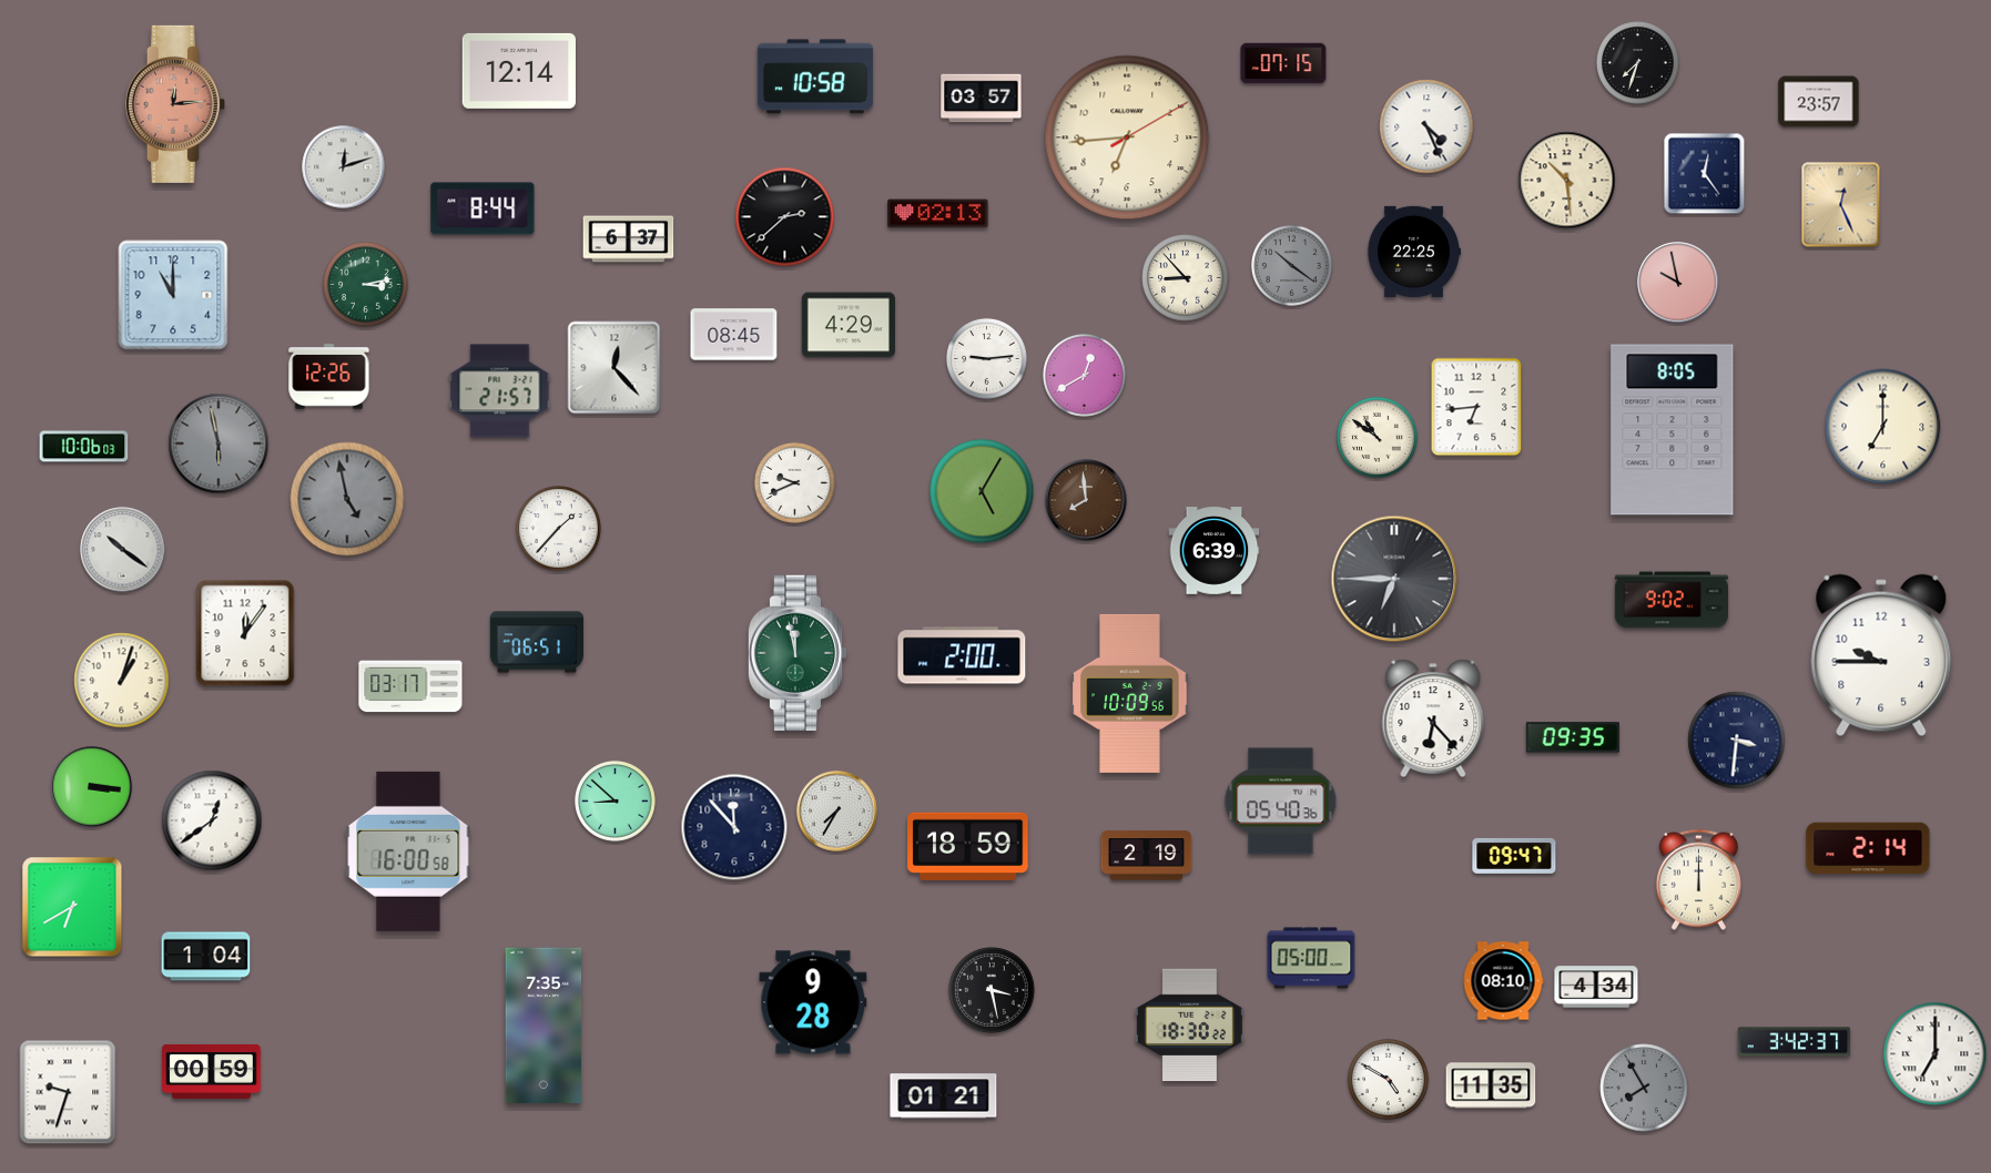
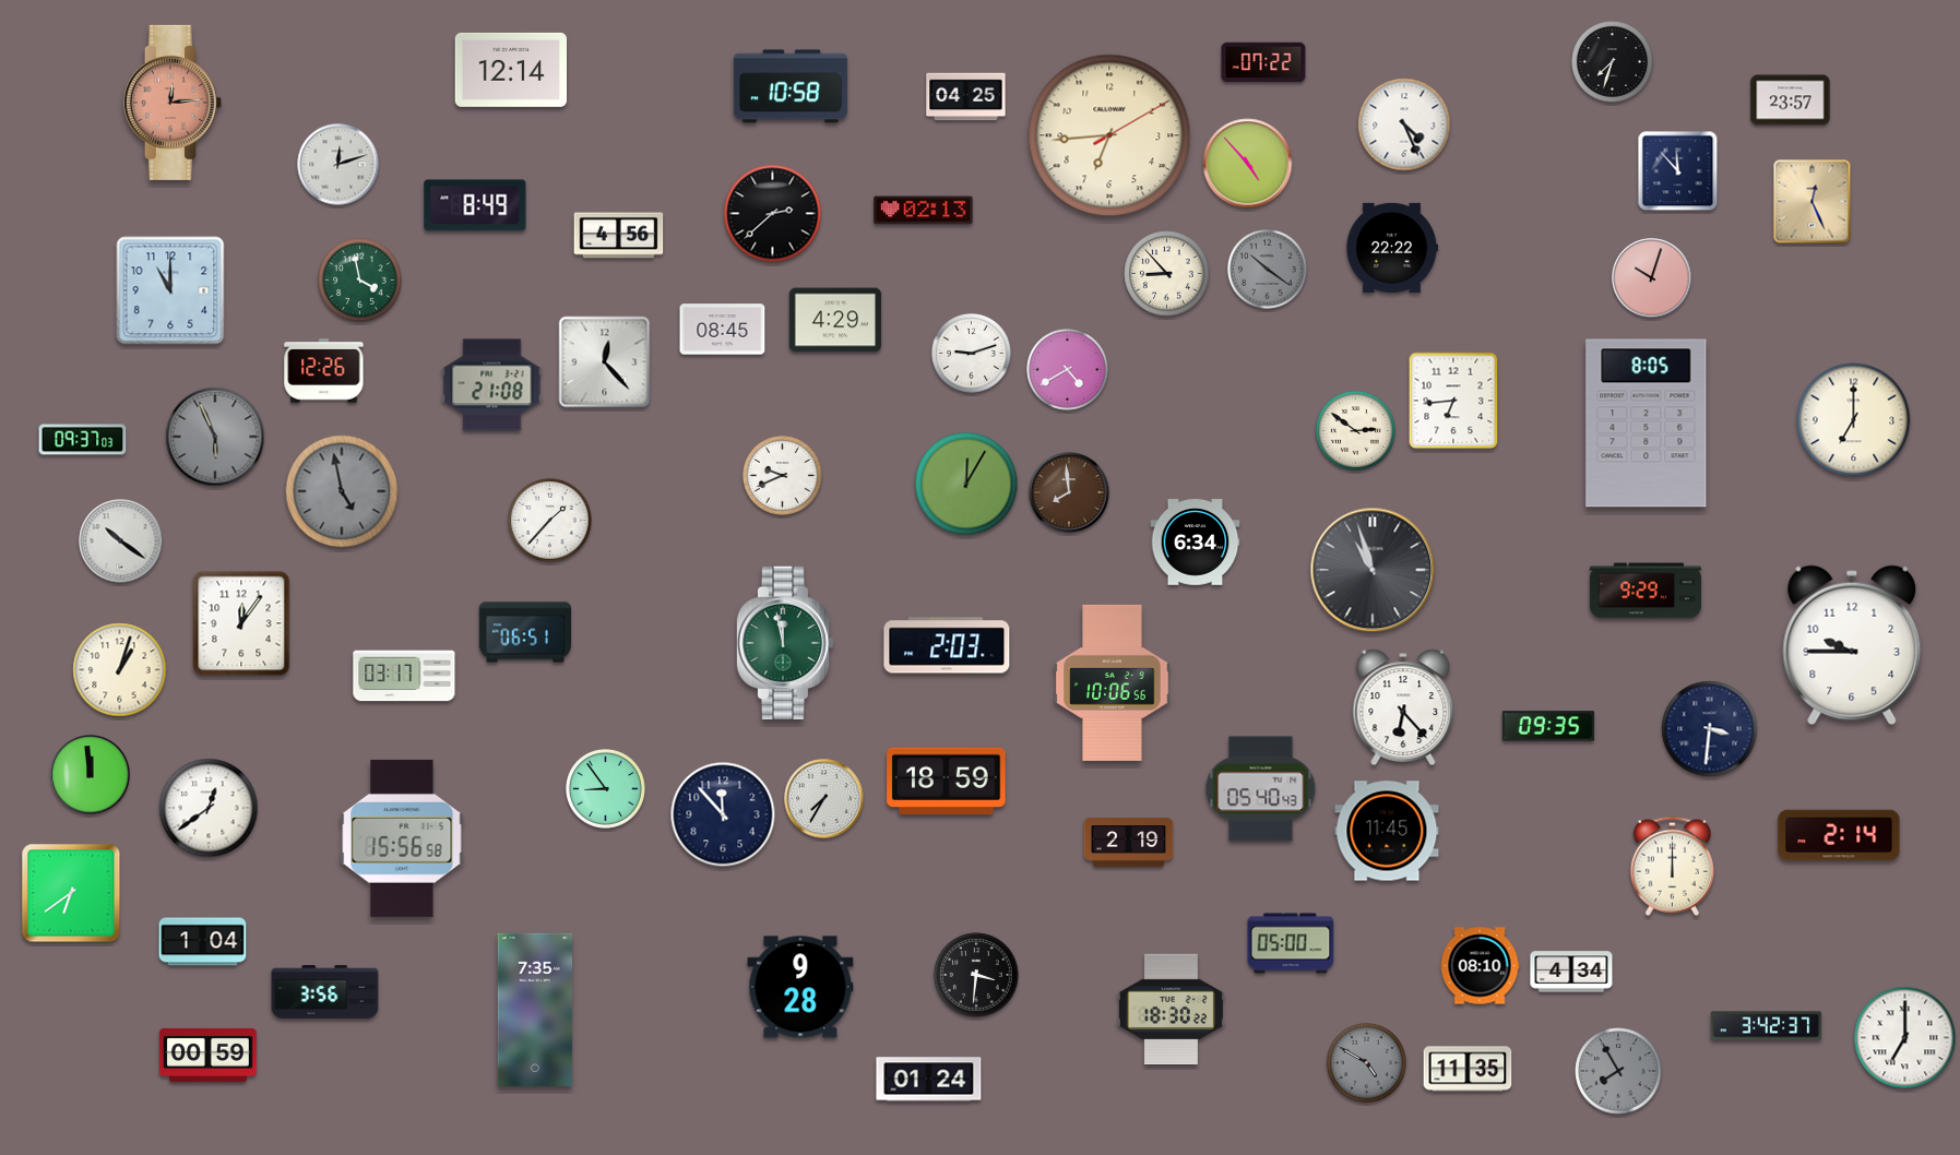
clock at (1283, 63): 07:15 -> 07:22
clock at (815, 76) position: (815, 76) -> (791, 86)
clock at (982, 99): 03:57 -> 04:25
clock at (1248, 164): none -> 4:53
clock at (1705, 174): 12:24 -> 11:53
clock at (1567, 181): 10:29 -> none
clock at (482, 208): 8:44 -> 8:49
clock at (629, 239): 6:37 -> 4:56
clock at (1413, 252): 22:25 -> 22:22
clock at (1291, 265) position: (1291, 265) -> (1267, 269)
clock at (1678, 283): 9:58 -> 10:03
clock at (366, 285): 3:13 -> 3:58
clock at (986, 358): 9:14 -> 9:12
clock at (1085, 376): 12:40 -> 4:40
clock at (500, 391): 21:57 -> 21:08
clock at (1377, 437): 10:51 -> 2:51
clock at (219, 443): 5:58 -> 5:56
clock at (84, 447): 10:06 -> 09:37
clock at (982, 491): 5:05 -> 12:05
clock at (1215, 551): 6:39 -> 6:34
clock at (1394, 579): 6:45 -> 10:57
clock at (1672, 600): 9:02 -> 9:29
clock at (536, 642) position: (536, 642) -> (524, 632)
clock at (962, 655): 2:00 -> 2:03
clock at (1130, 693): 10:09 -> 10:06
clock at (1433, 717) position: (1433, 717) -> (1403, 706)
clock at (92, 787): 3:16 -> 11:59
clock at (614, 800): 8:52 -> 8:54
clock at (1281, 802): 05:40:36 -> 05:40:43
clock at (1387, 831): none -> 11:45
clock at (968, 846) position: (968, 846) -> (947, 781)
clock at (408, 851): 16:00 -> 15:56
clock at (1514, 856): 09:47 -> none
clock at (72, 907): 6:40 -> 6:39
clock at (992, 990): 3:28 -> 3:31
clock at (325, 992): none -> 3:56
clock at (1388, 1079) dial: white -> grey
clock at (68, 1092): 9:33 -> none
clock at (944, 1096): 01:21 -> 01:24
